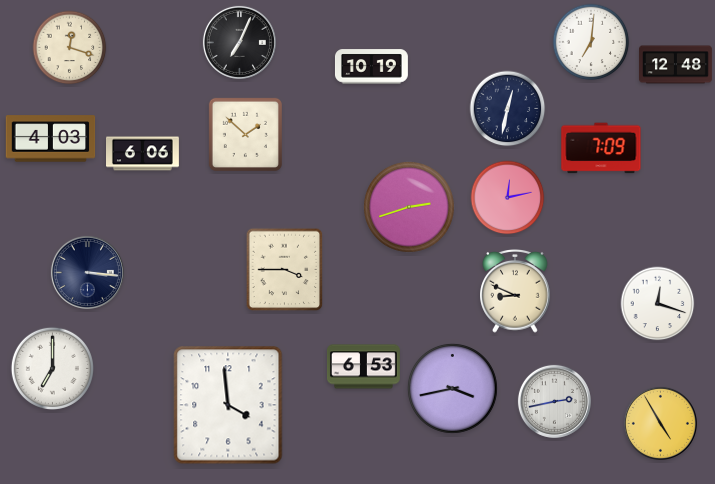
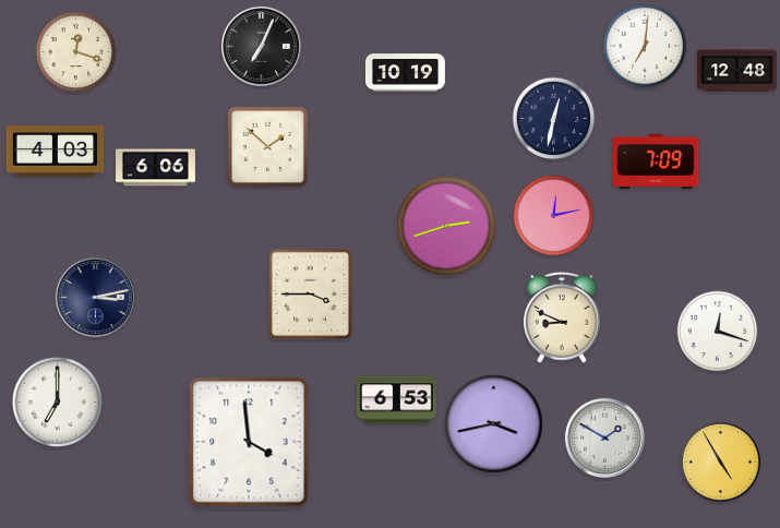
clock at (87, 272): 3:16 -> 3:13
clock at (554, 401): 2:43 -> 1:50
